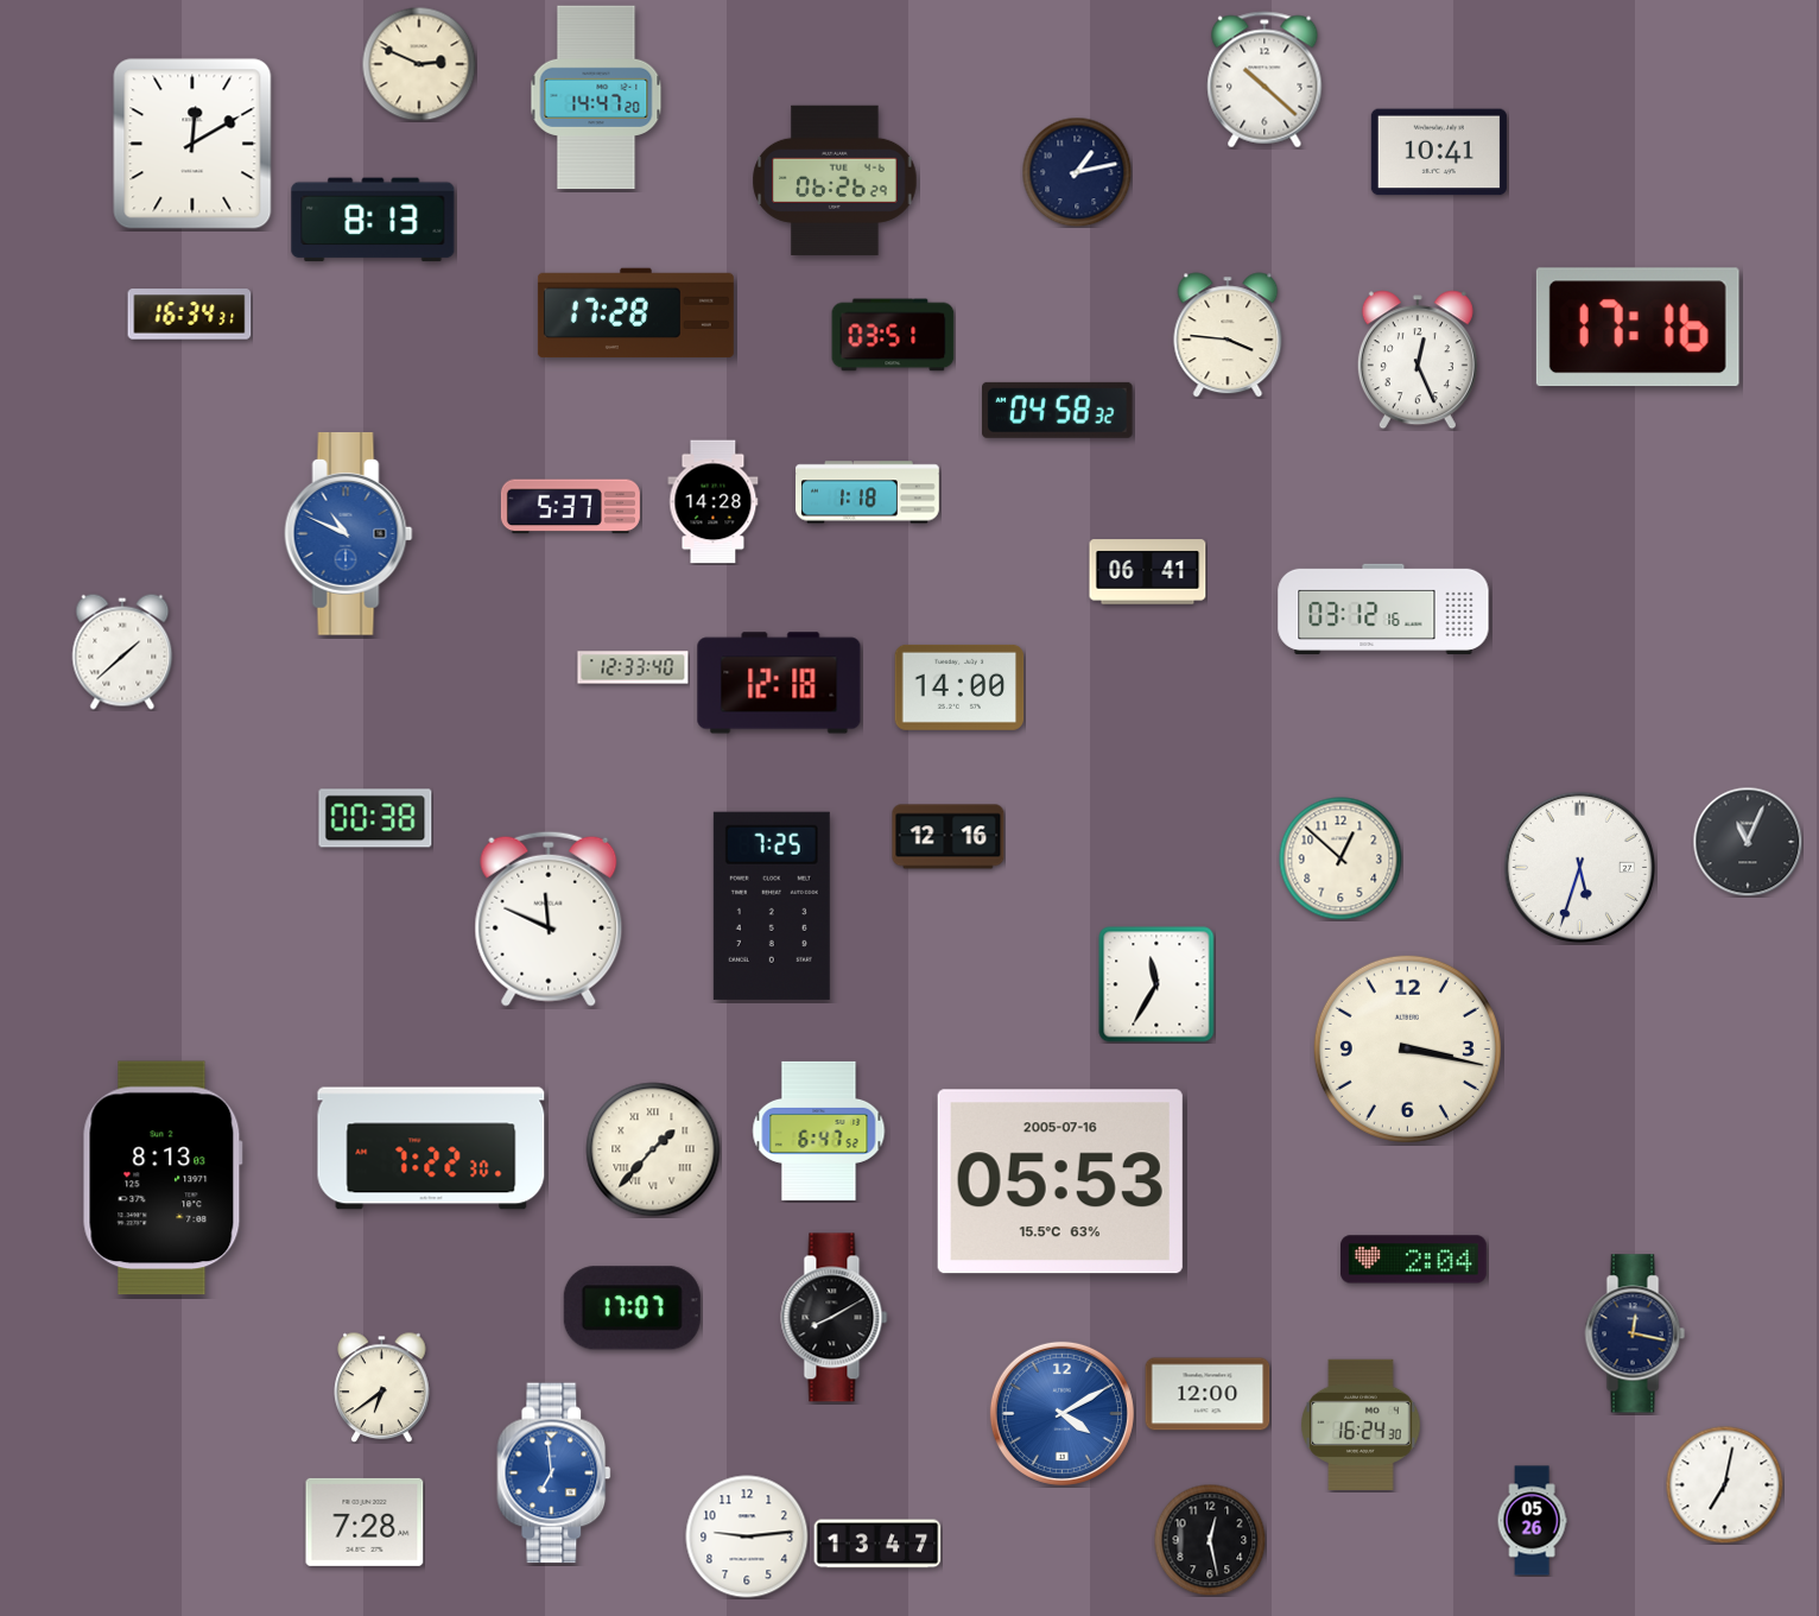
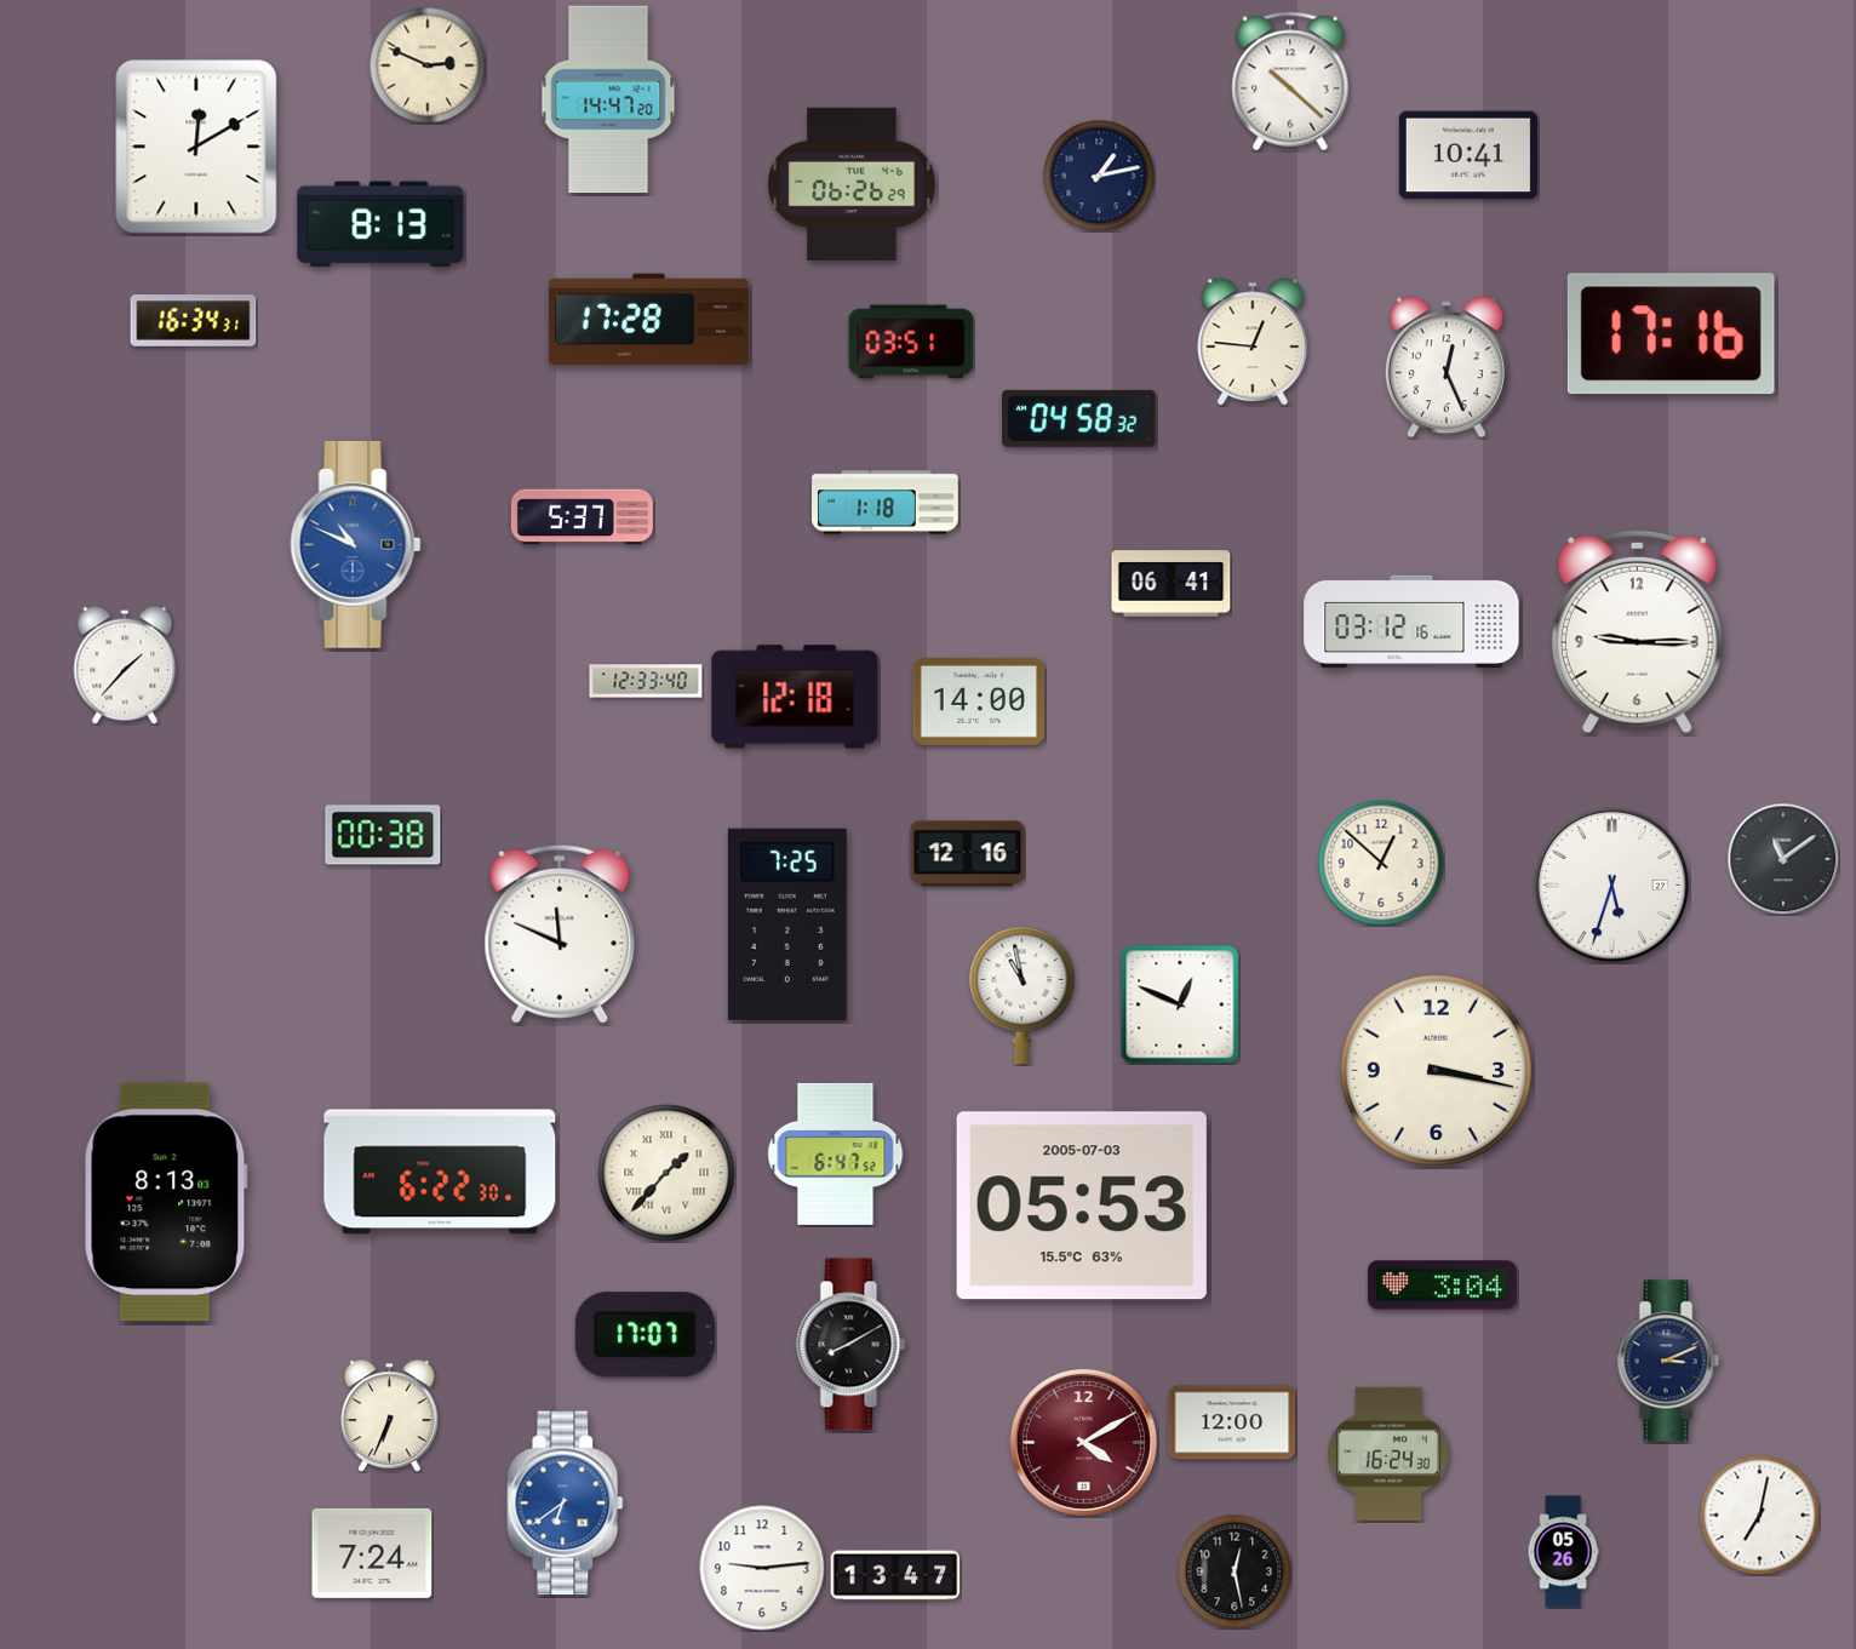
clock at (1228, 335): 3:46 -> 12:46
clock at (714, 502): 14:28 -> none
clock at (1637, 632): none -> 9:15
clock at (122, 652): 1:38 -> 1:37
clock at (1748, 842): 11:04 -> 11:09
clock at (1341, 858) position: (1341, 858) -> (1381, 863)
clock at (549, 919) position: (549, 919) -> (560, 934)
clock at (1022, 995): none -> 10:58
clock at (1156, 984): 11:35 -> 12:49
clock at (431, 1148): 7:22 -> 6:22
clock at (1060, 1181) date: 2005-07-16 -> 2005-07-03
clock at (1414, 1260): 2:04 -> 3:04
clock at (1635, 1333): 12:17 -> 3:11
clock at (382, 1387): 6:39 -> 6:34
clock at (1061, 1413) dial: blue -> burgundy
clock at (554, 1474): 6:59 -> 6:39
clock at (365, 1522): 7:28 -> 7:24
